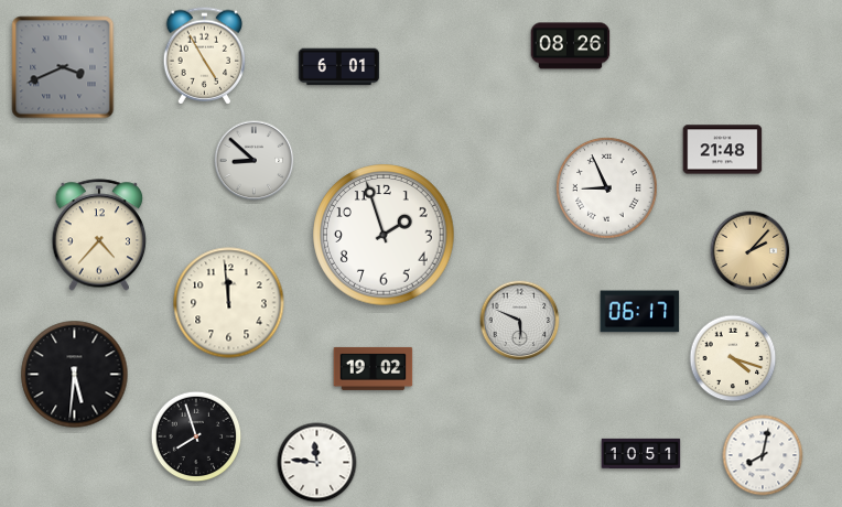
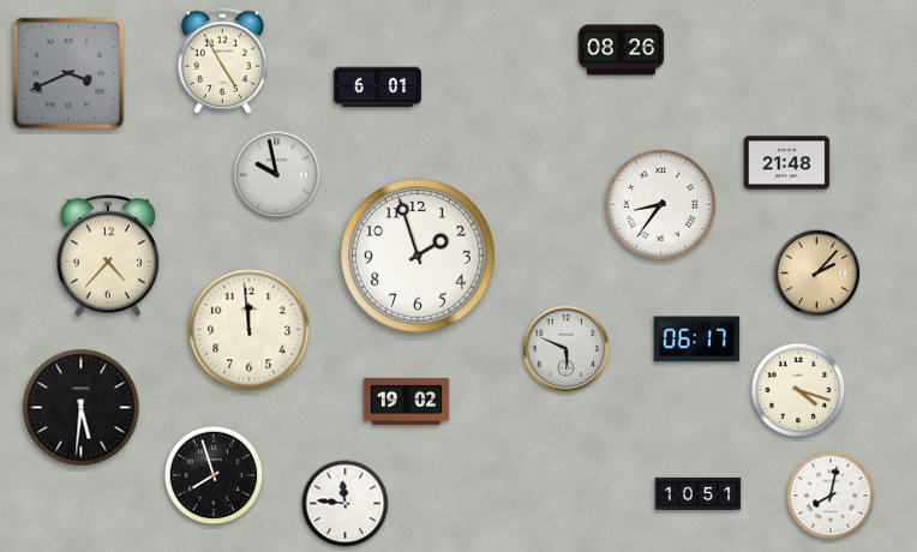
clock at (339, 67) position: (339, 67) -> (378, 88)
clock at (255, 161): 8:52 -> 9:58
clock at (607, 188): 8:56 -> 8:36
